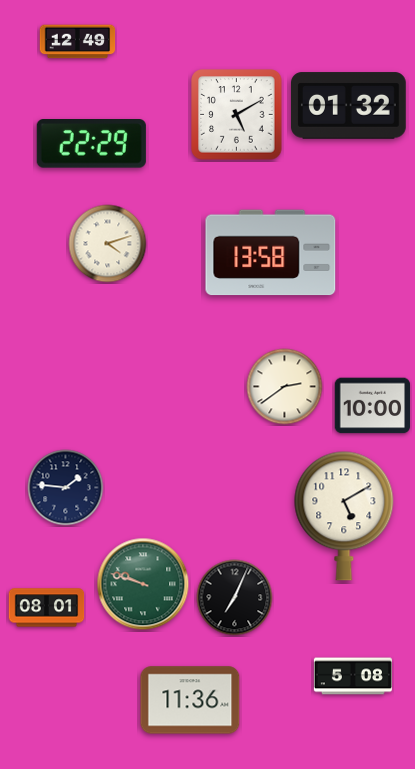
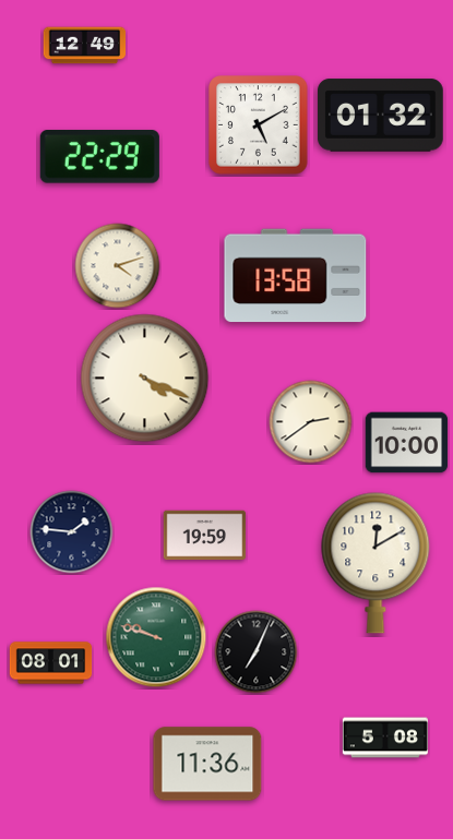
clock at (145, 379): none -> 4:19
clock at (205, 536): none -> 19:59
clock at (344, 516): 5:10 -> 12:10
